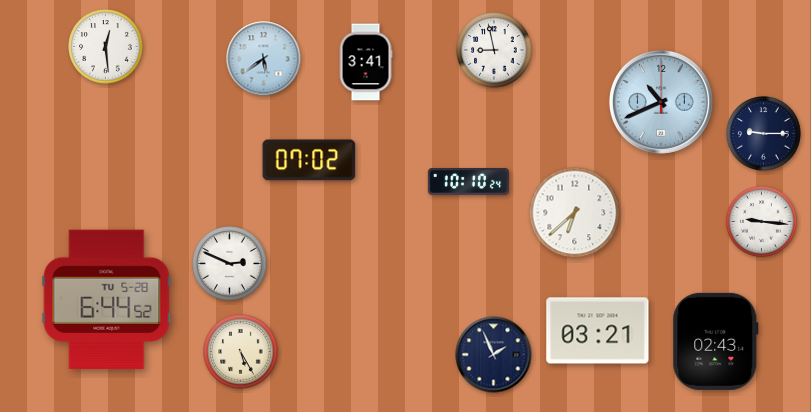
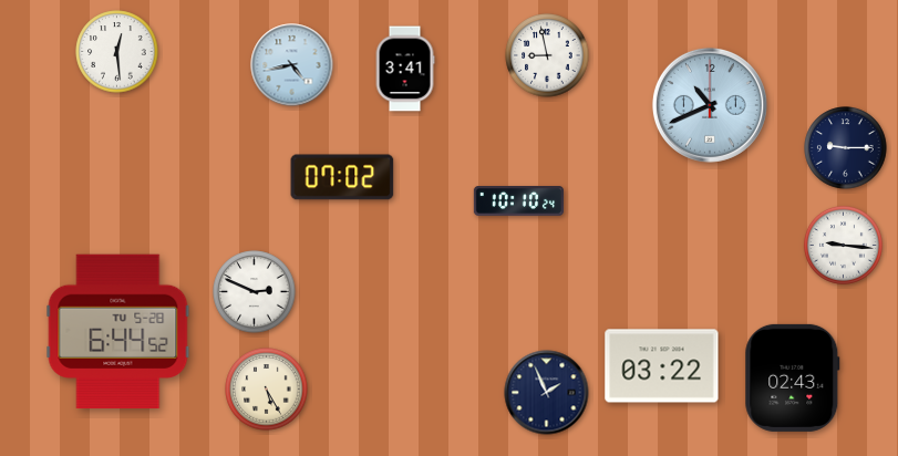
clock at (264, 59): 5:39 -> 4:43
clock at (661, 102) position: (661, 102) -> (710, 105)
clock at (575, 213): 6:38 -> none
clock at (598, 331): 03:21 -> 03:22
